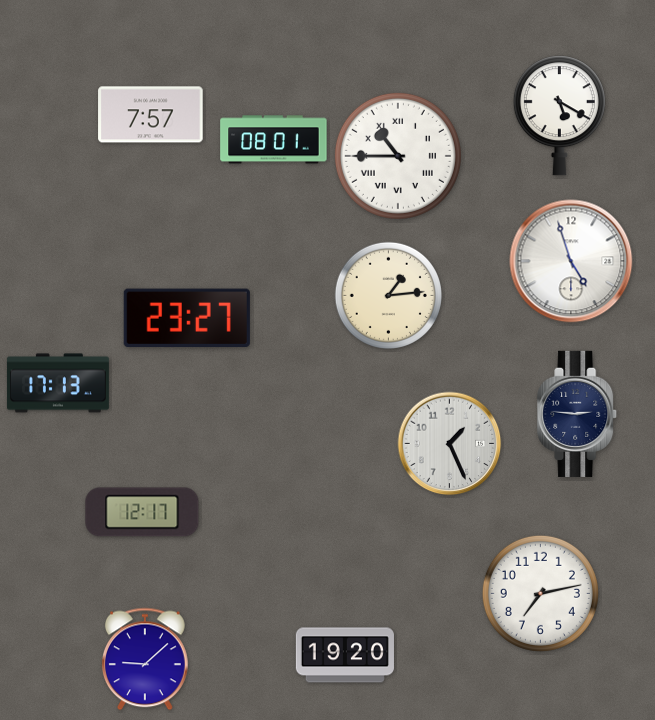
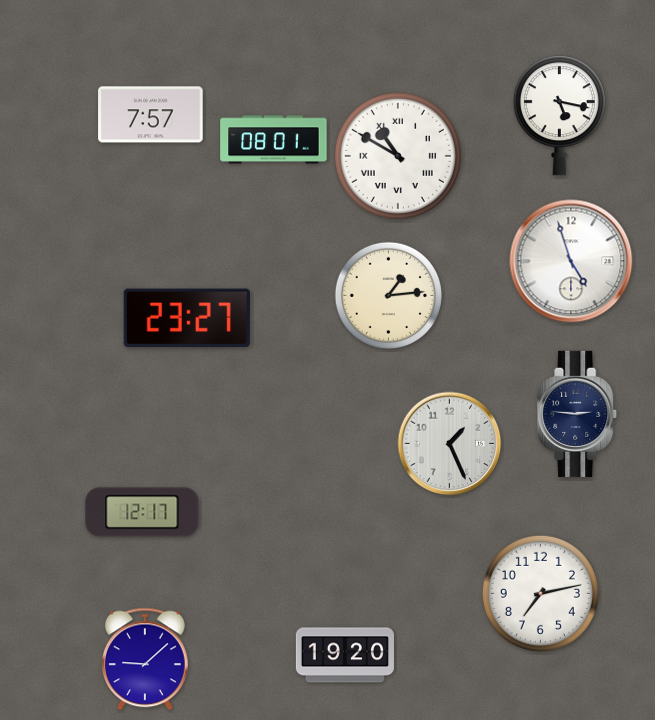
clock at (559, 116): 5:20 -> 5:17
clock at (398, 156): 10:45 -> 10:50
clock at (58, 383): 17:13 -> none
